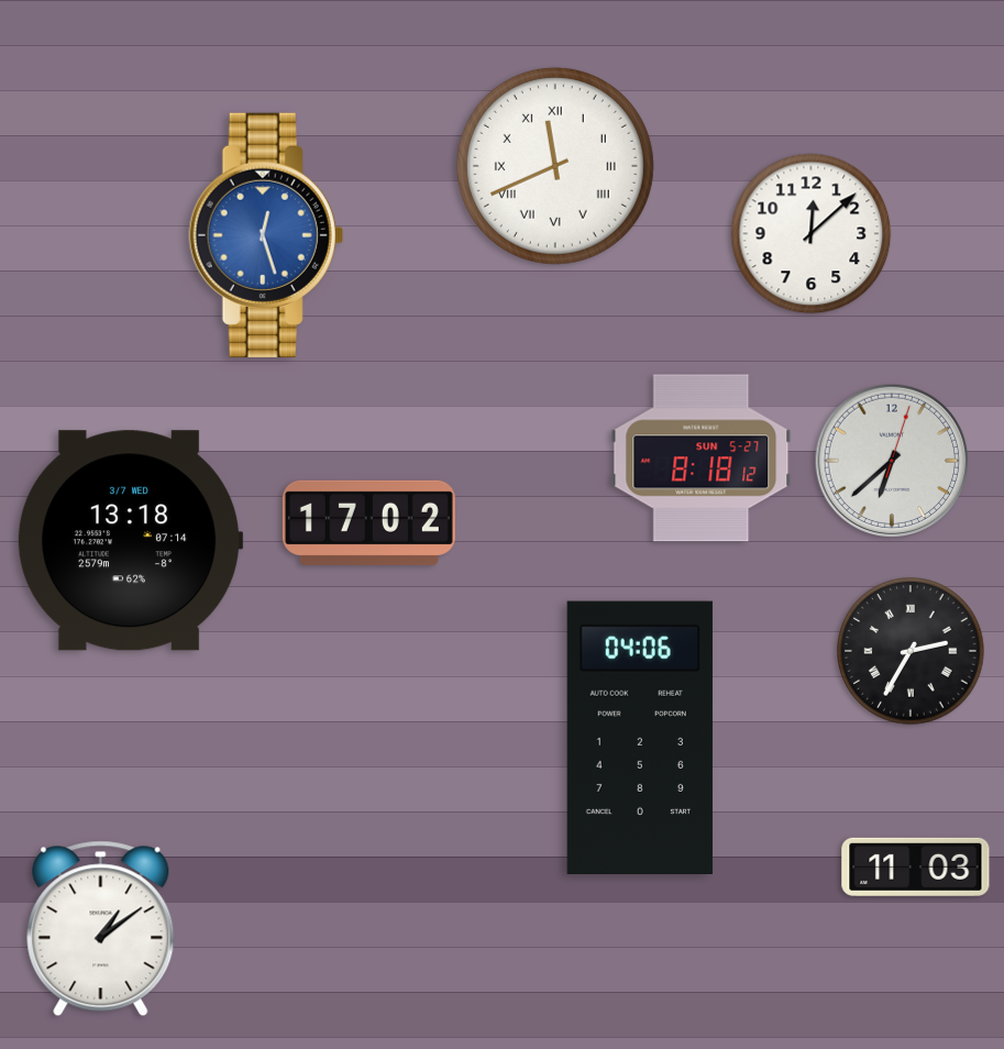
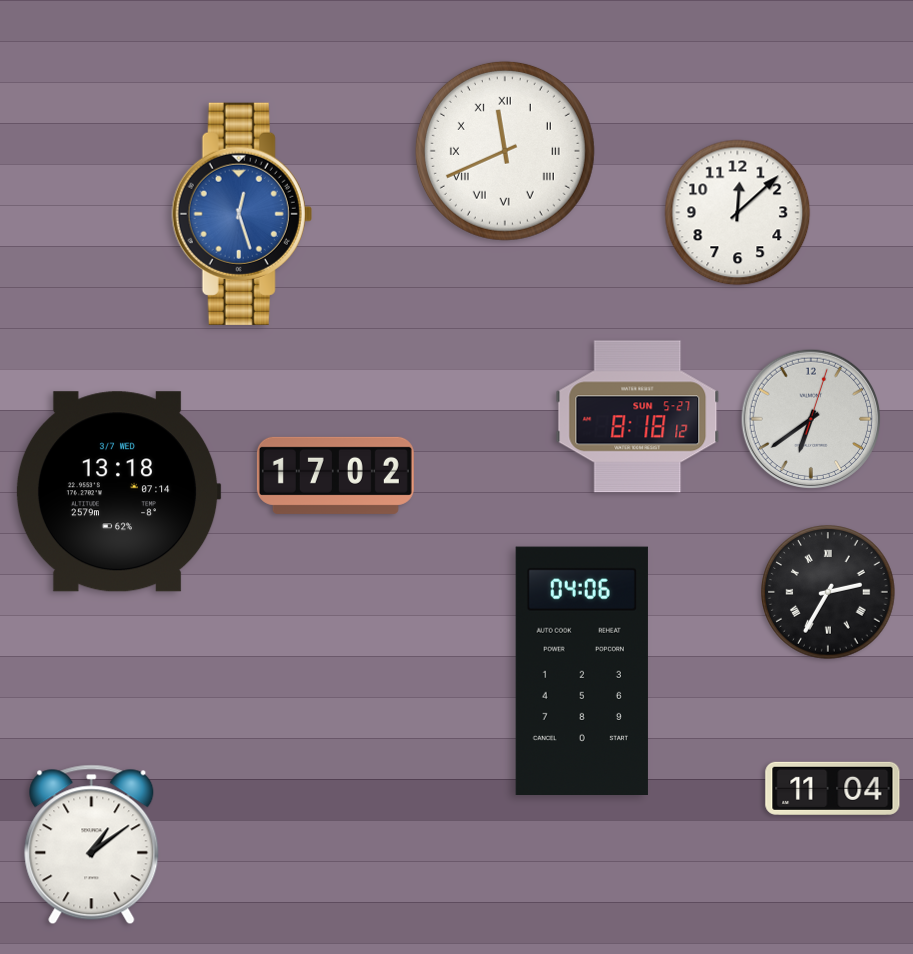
clock at (891, 460): 6:38 -> 6:39
clock at (916, 866): 11:03 -> 11:04
